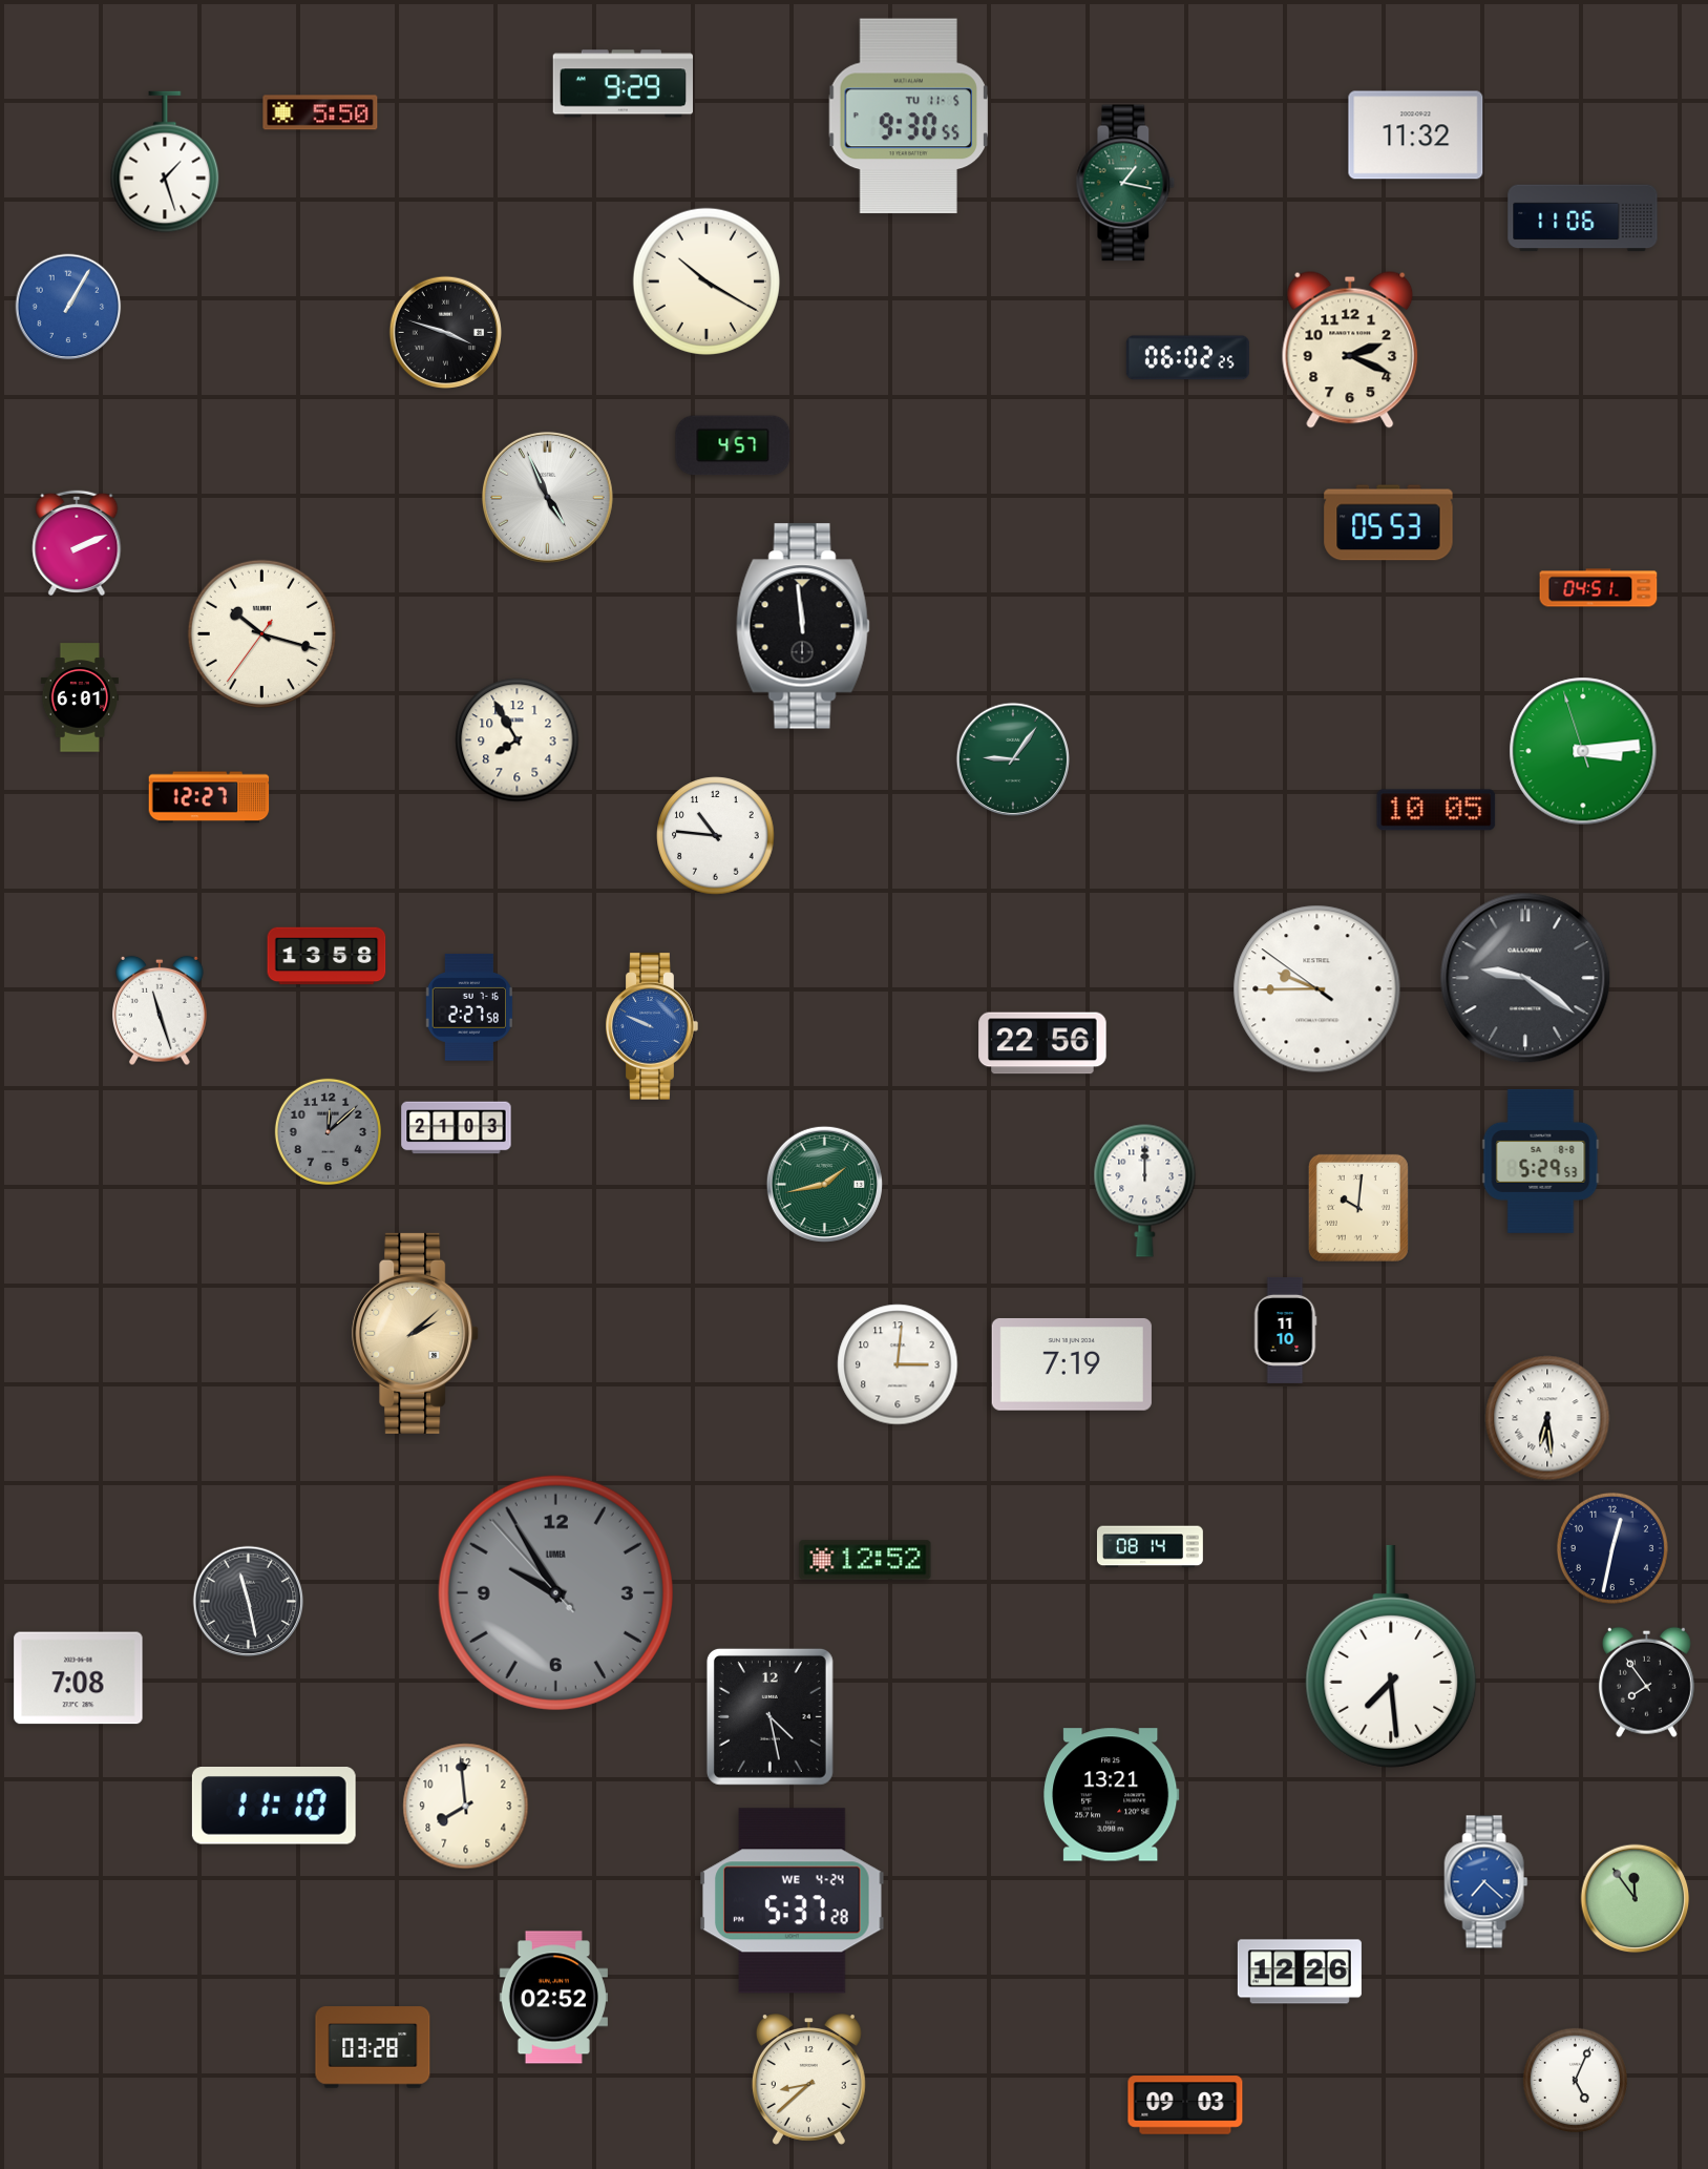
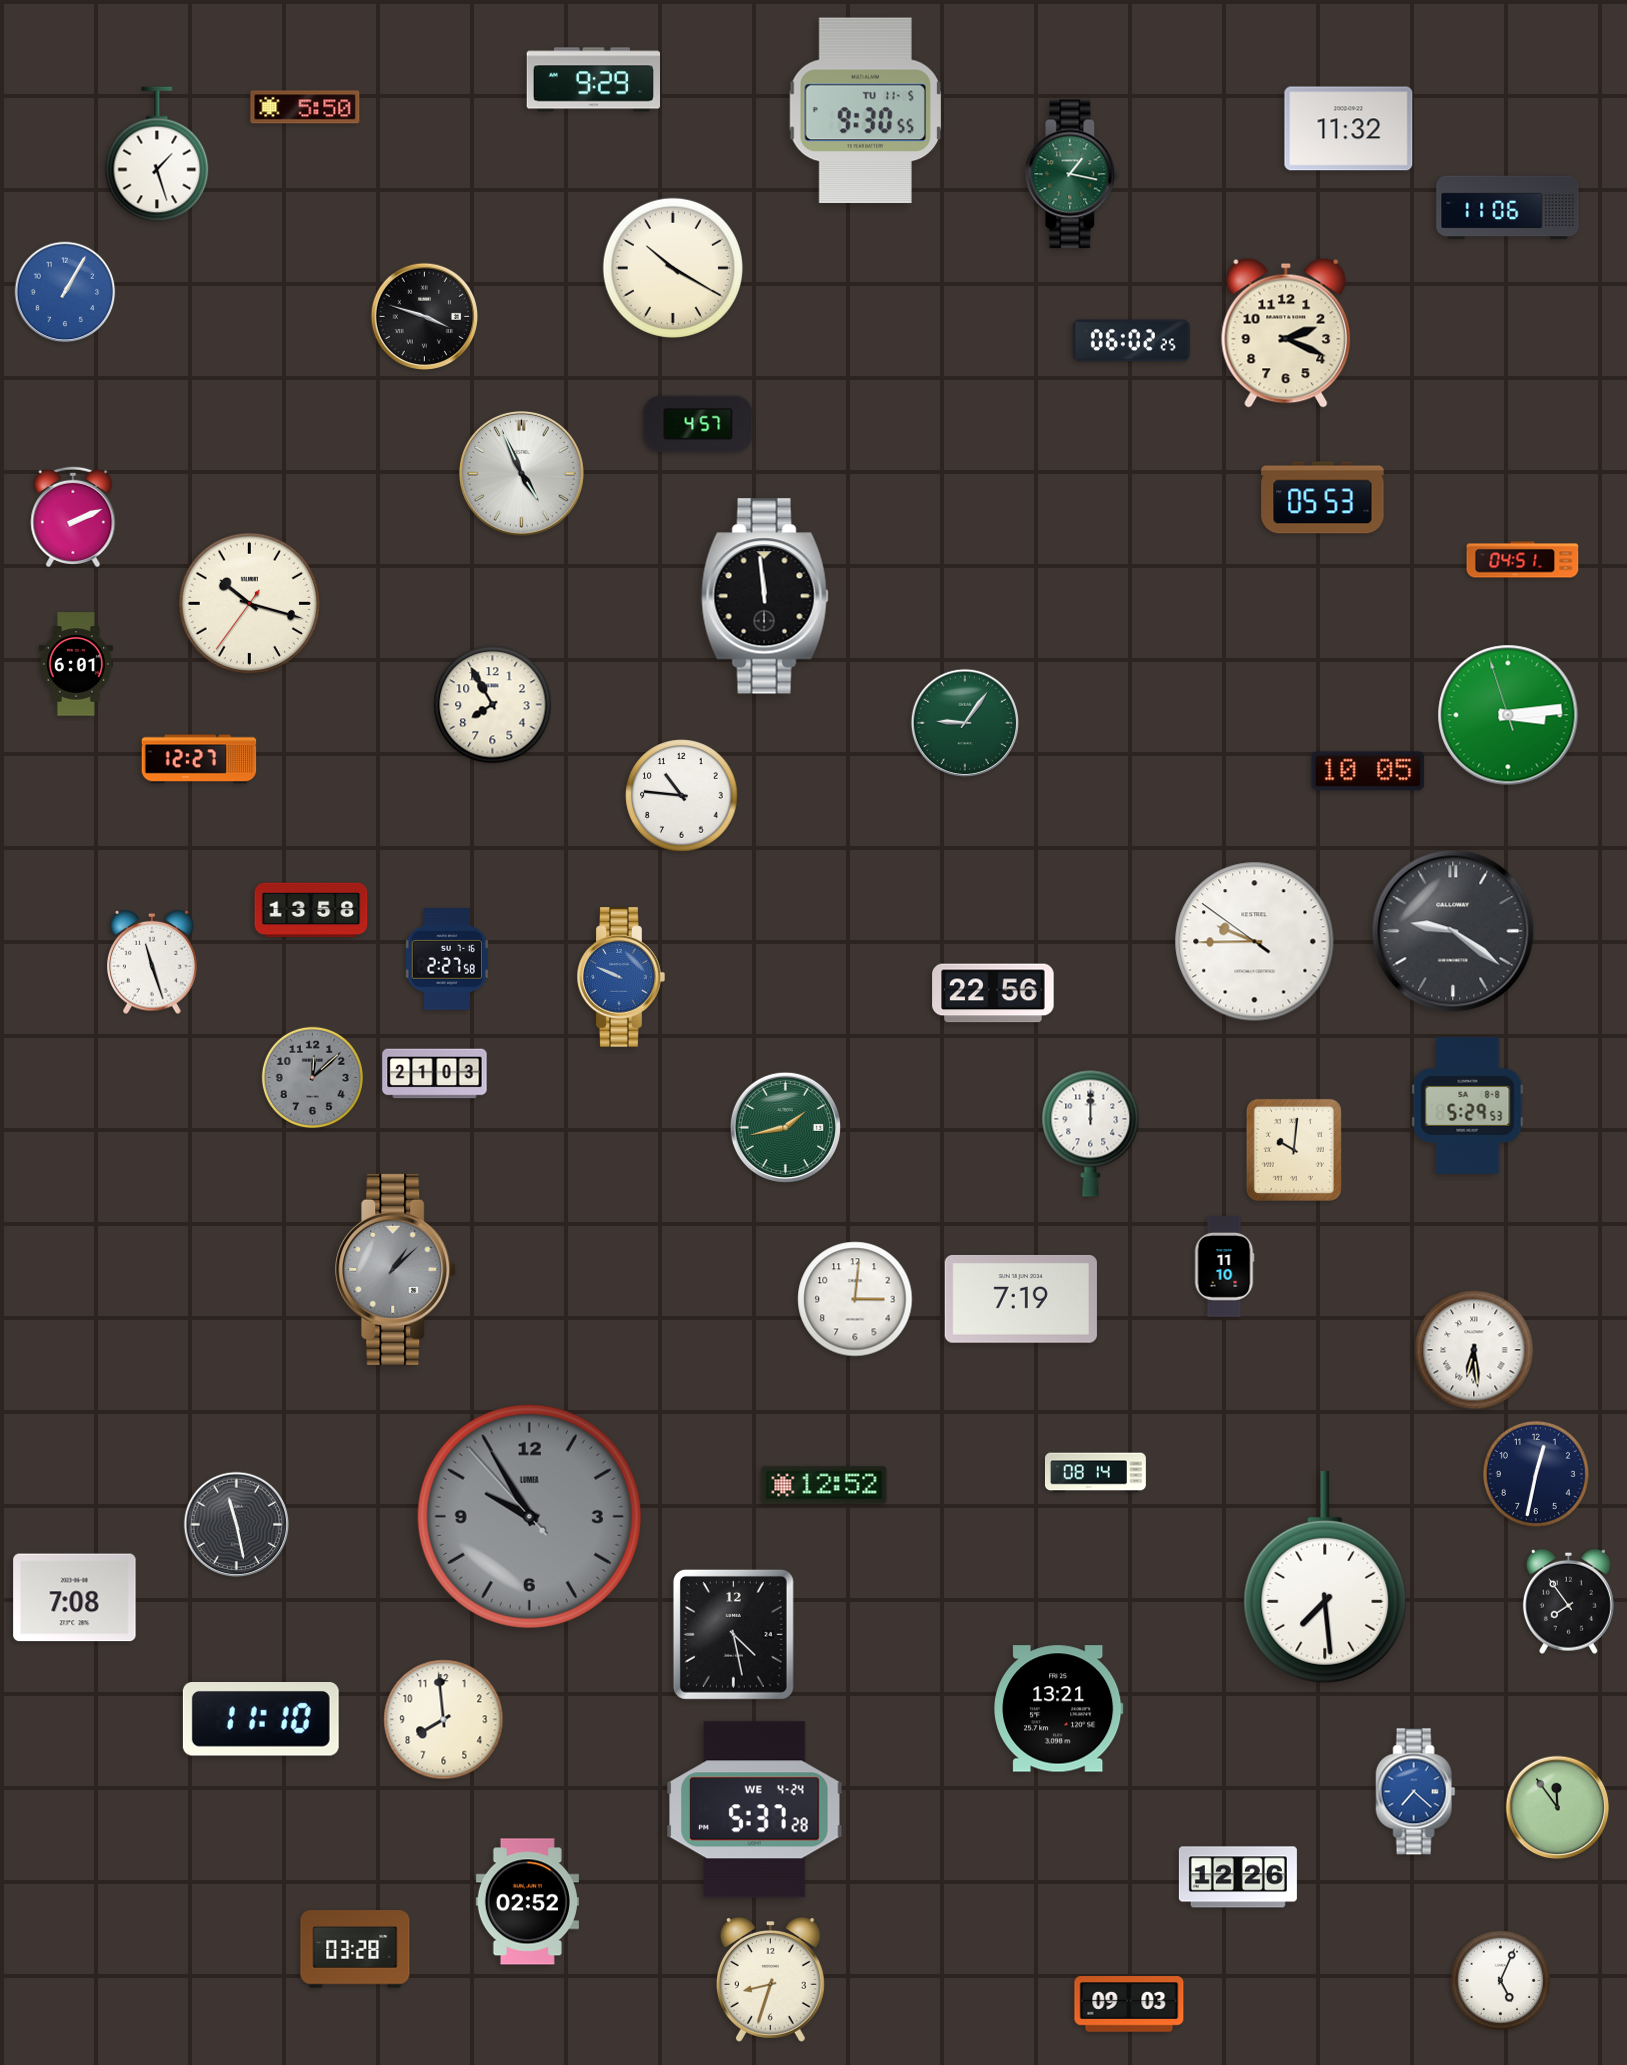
clock at (416, 1333): 2:08 -> 1:08
clock at (416, 1333) dial: champagne -> grey
clock at (808, 2080): 8:38 -> 8:33
